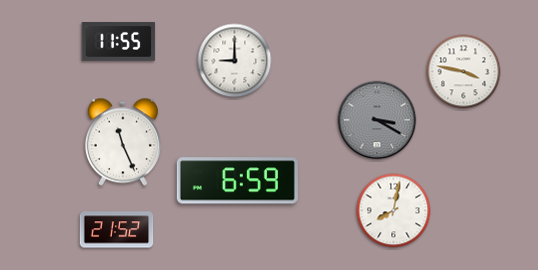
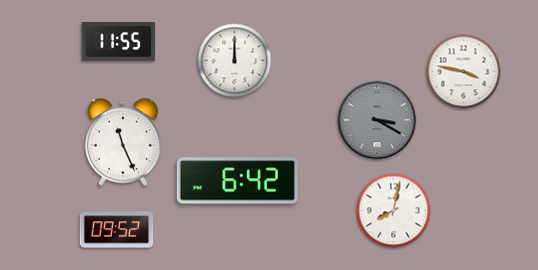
clock at (235, 61): 9:00 -> 12:00
clock at (237, 181): 6:59 -> 6:42
clock at (117, 230): 21:52 -> 09:52
